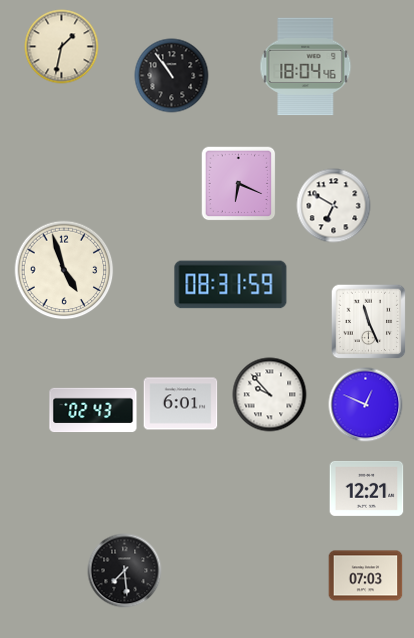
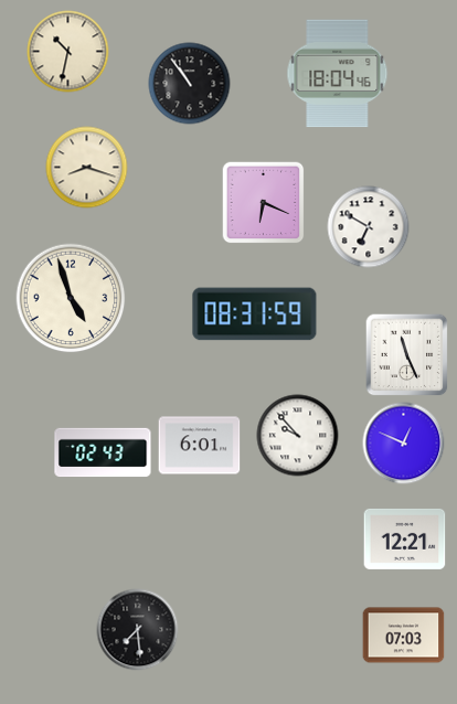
clock at (62, 47): 1:32 -> 10:32
clock at (87, 168): none -> 8:18
clock at (366, 405) position: (366, 405) -> (404, 444)
